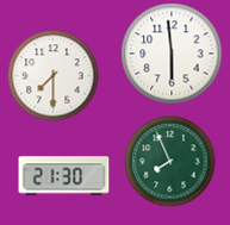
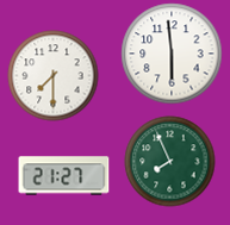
clock at (64, 176): 21:30 -> 21:27
